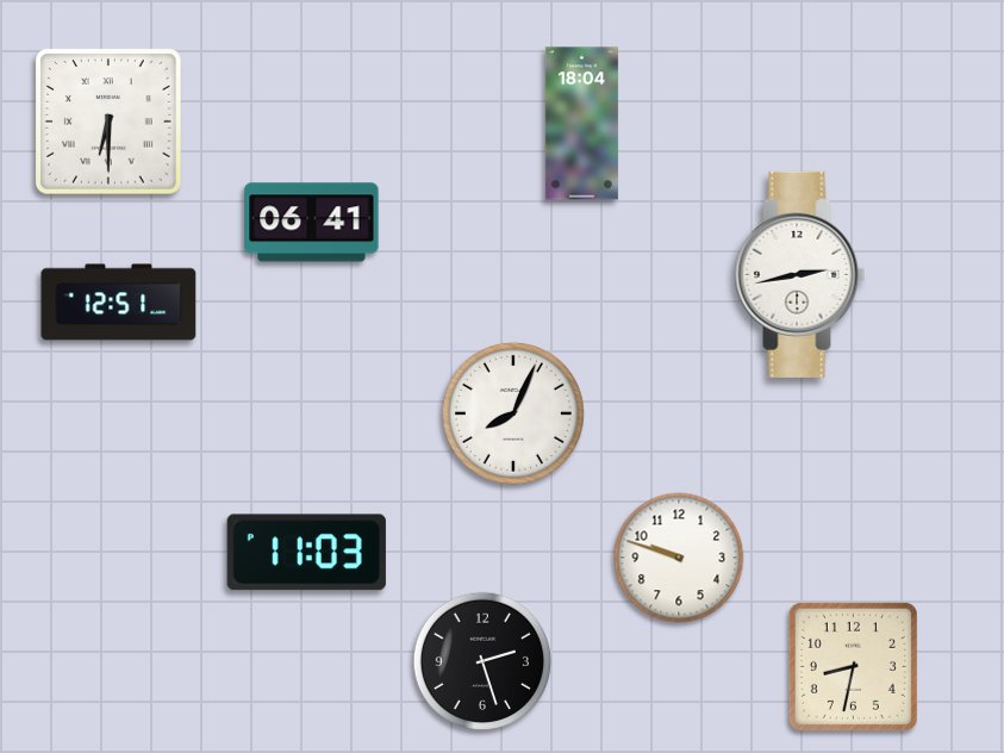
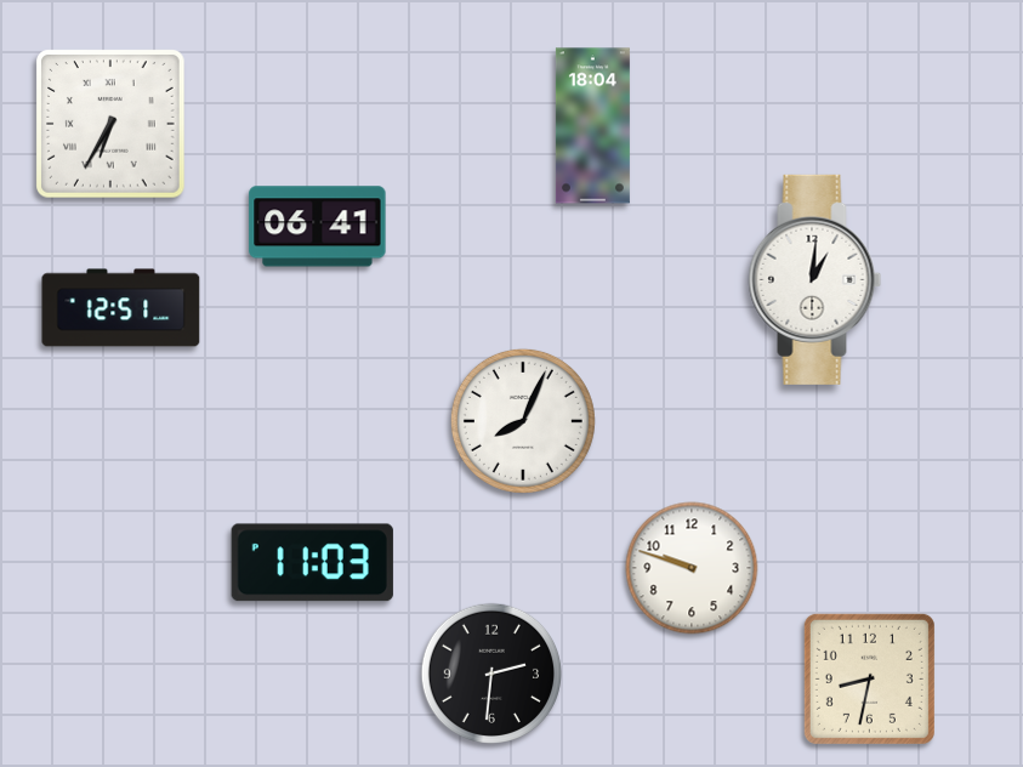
clock at (108, 122): 6:30 -> 6:35
clock at (800, 274): 2:43 -> 1:01
clock at (481, 660): 2:27 -> 2:31
